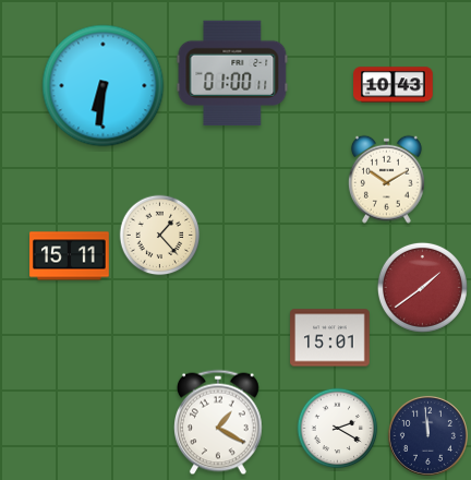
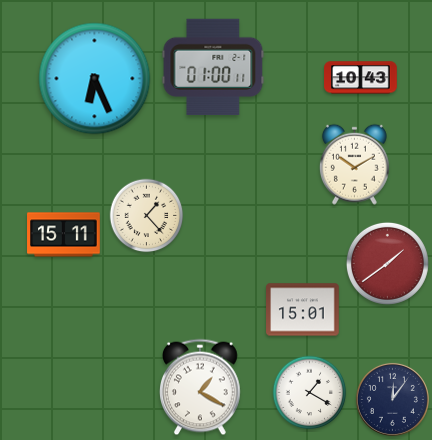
clock at (104, 86): 6:31 -> 6:26
clock at (338, 429): 2:20 -> 1:20
clock at (427, 435): 11:59 -> 12:06
